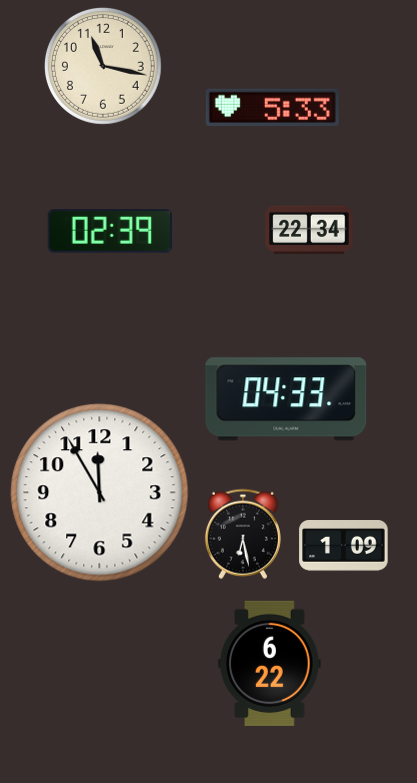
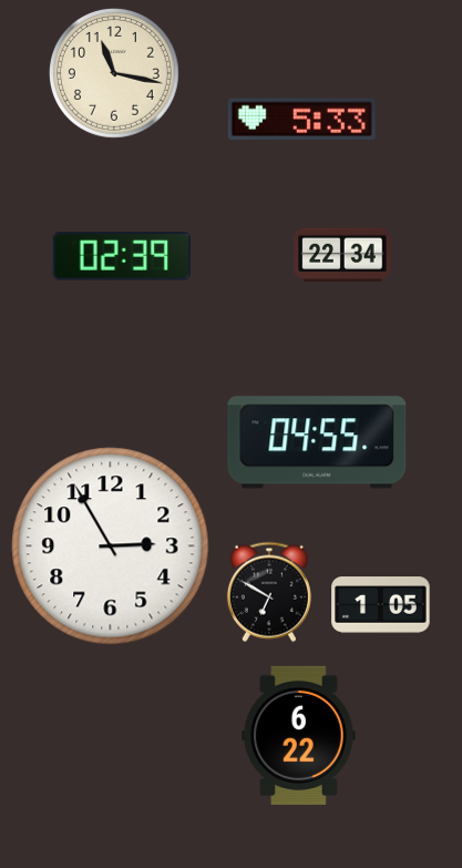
clock at (286, 399): 04:33 -> 04:55
clock at (100, 493): 11:55 -> 2:55
clock at (243, 534): 6:28 -> 6:50
clock at (344, 546): 1:09 -> 1:05
